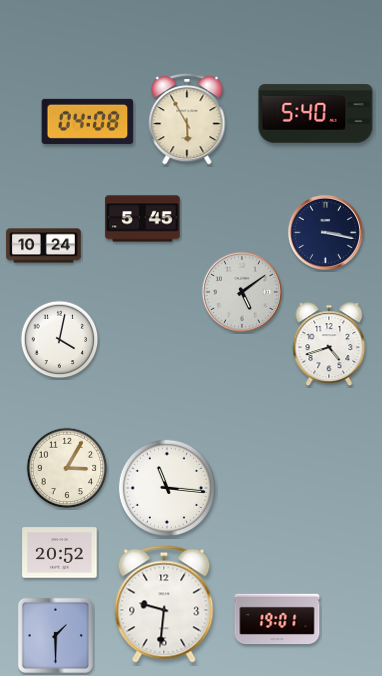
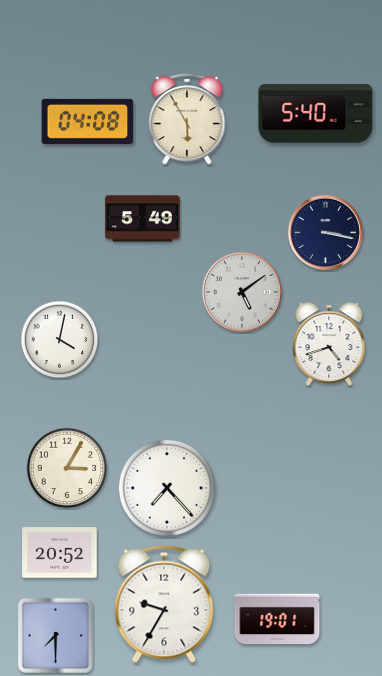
clock at (143, 219): 5:45 -> 5:49
clock at (44, 246): 10:24 -> none
clock at (167, 488): 11:16 -> 7:23
clock at (164, 604): 9:31 -> 9:35
clock at (55, 635): 1:30 -> 7:30
